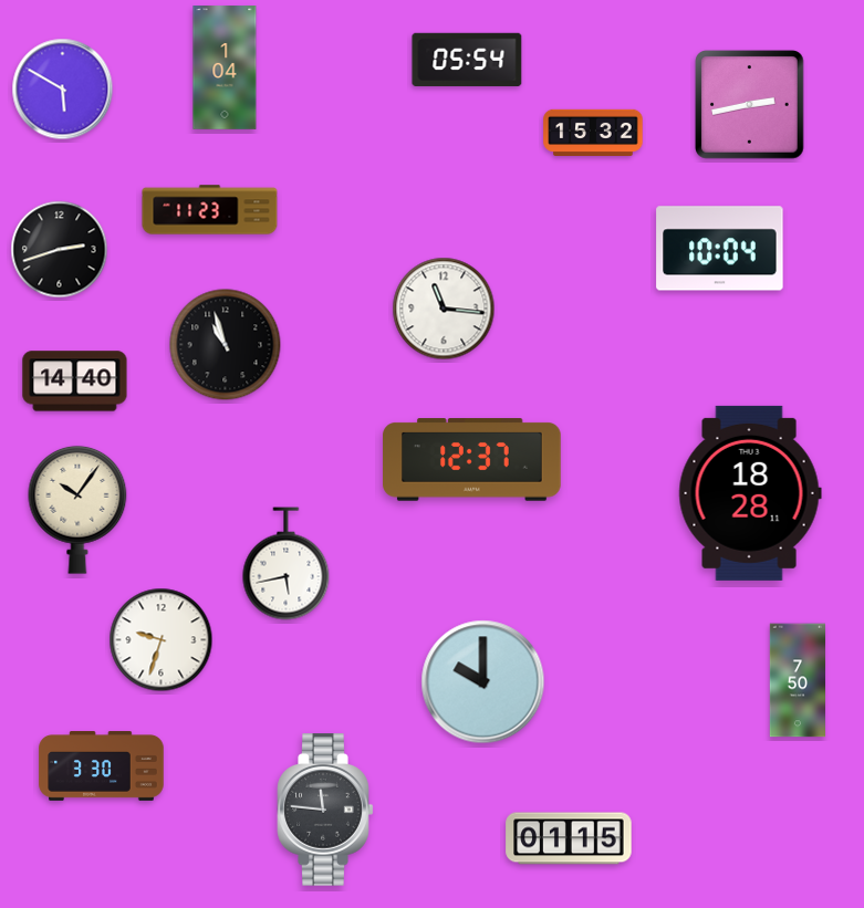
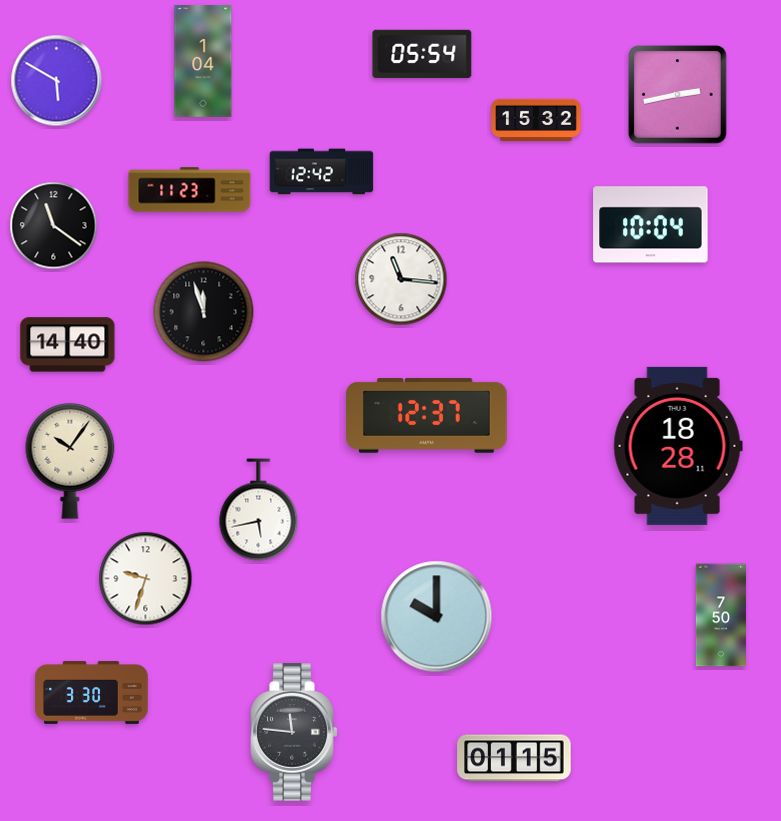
clock at (322, 172): none -> 12:42
clock at (60, 250): 2:42 -> 11:21
clock at (226, 345): 10:57 -> 11:57
